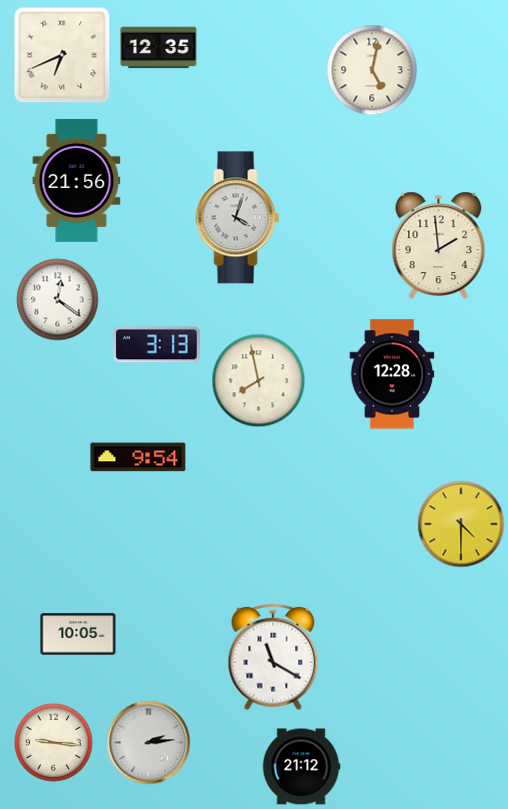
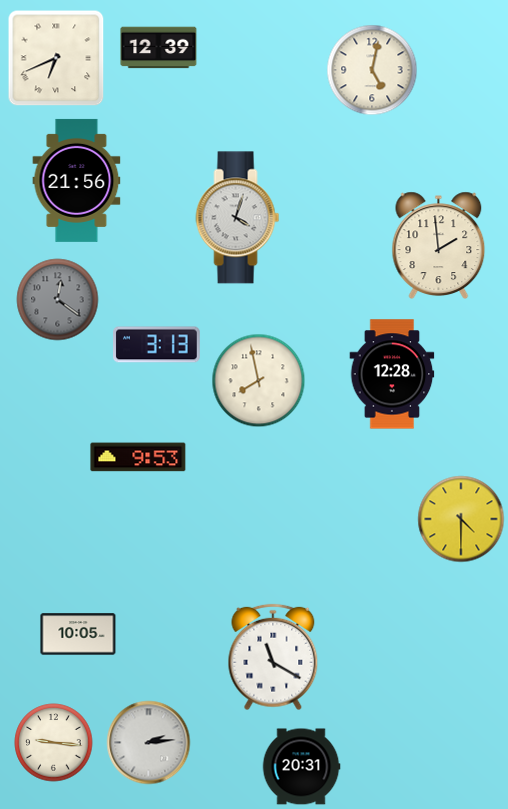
clock at (159, 48): 12:35 -> 12:39
clock at (62, 55) position: (62, 55) -> (56, 58)
clock at (58, 300) dial: white -> grey
clock at (138, 457): 9:54 -> 9:53
clock at (461, 524) position: (461, 524) -> (461, 519)
clock at (301, 767): 21:12 -> 20:31
